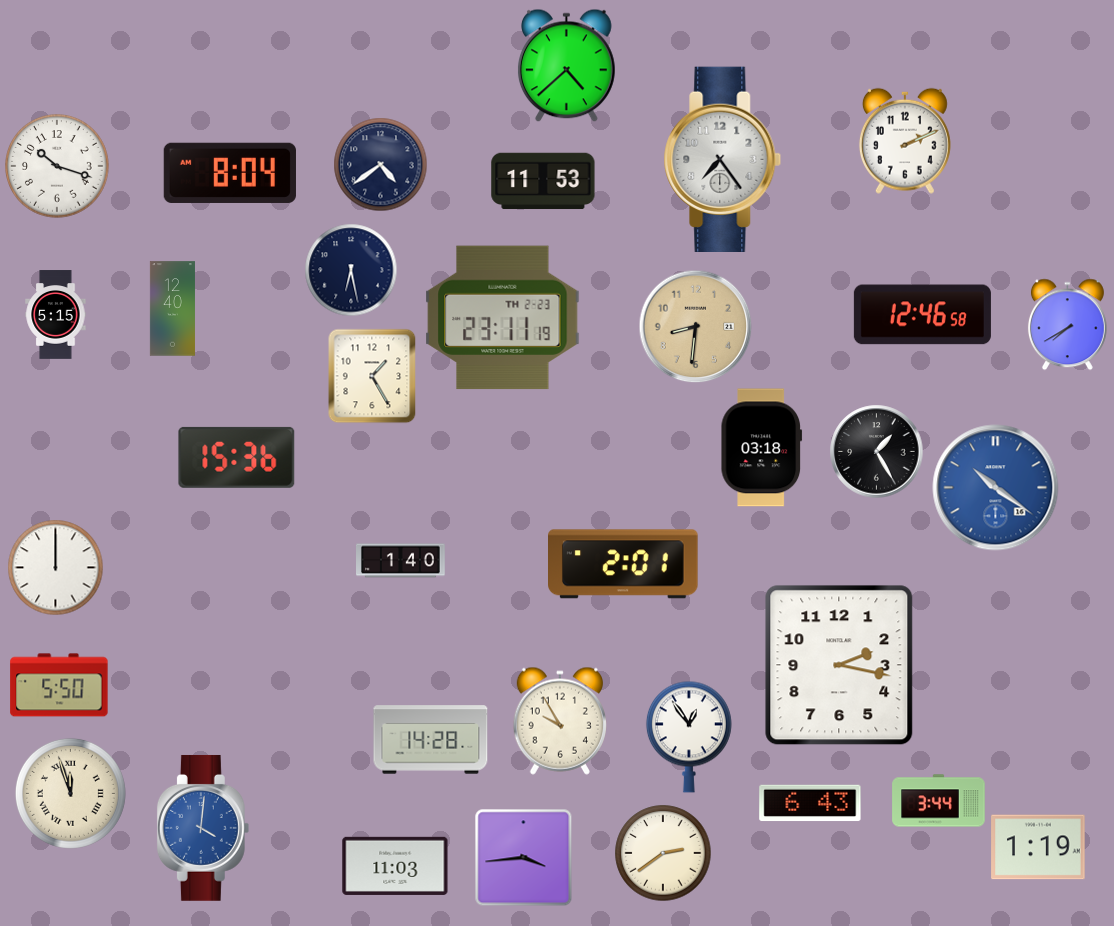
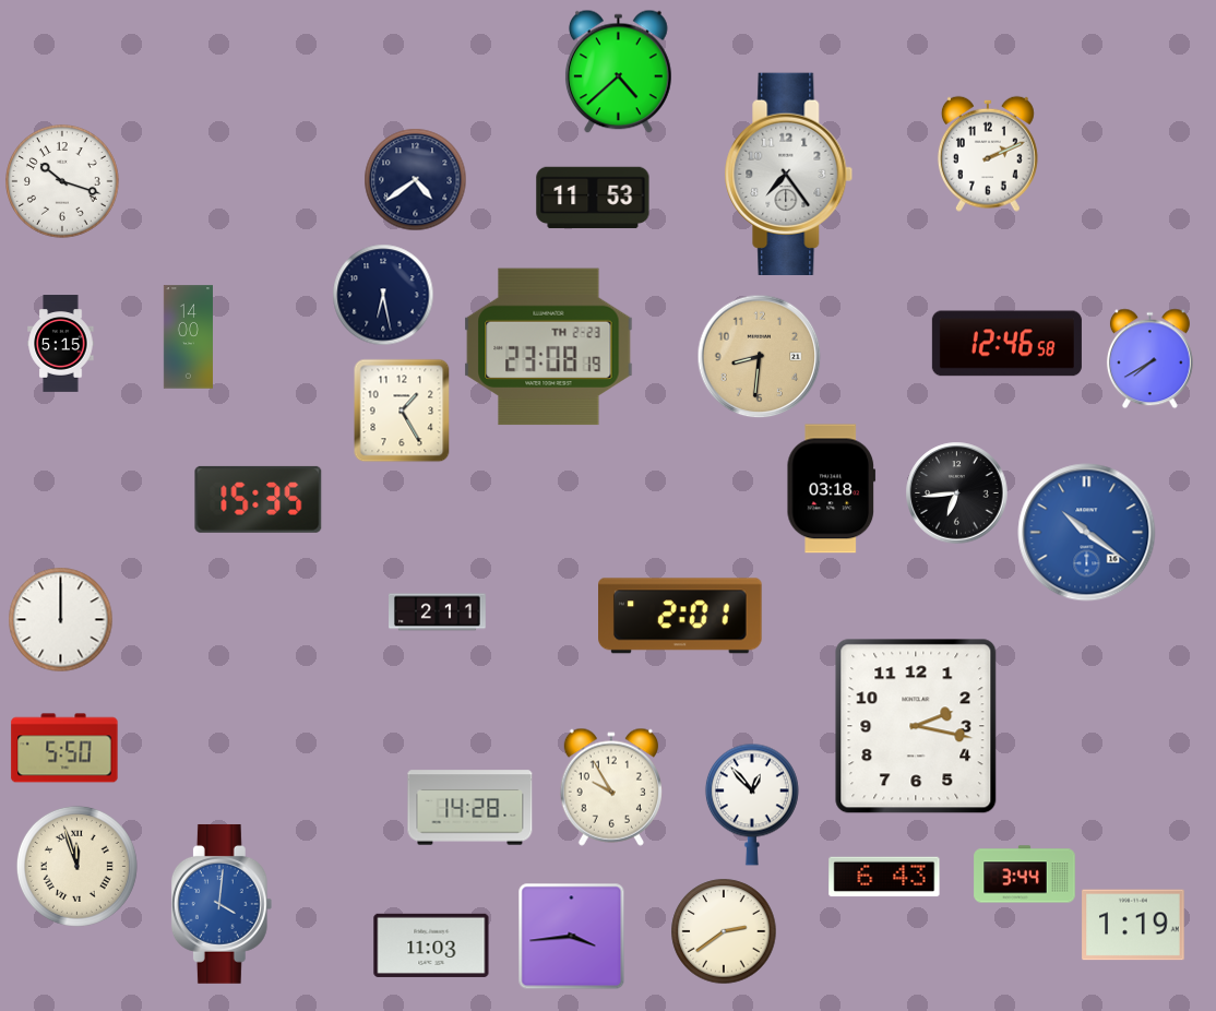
clock at (230, 173): 8:04 -> none
clock at (172, 309): 12:40 -> 14:00
clock at (503, 318): 23:11 -> 23:08
clock at (1067, 324) position: (1067, 324) -> (1149, 358)
clock at (372, 376) position: (372, 376) -> (402, 411)
clock at (876, 451): 1:25 -> 6:44
clock at (237, 457): 15:36 -> 15:35
clock at (401, 561): 1:40 -> 2:11
clock at (689, 737): 12:54 -> 12:53
